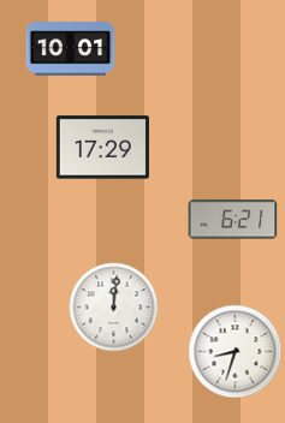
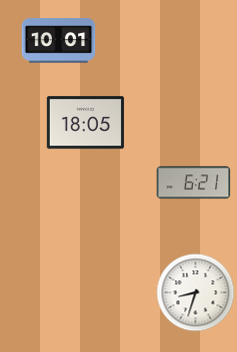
clock at (102, 148): 17:29 -> 18:05
clock at (114, 308): 12:01 -> none
